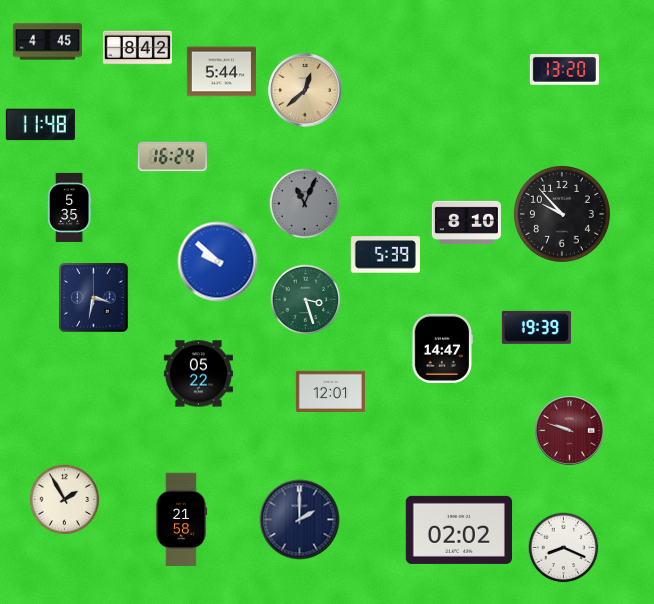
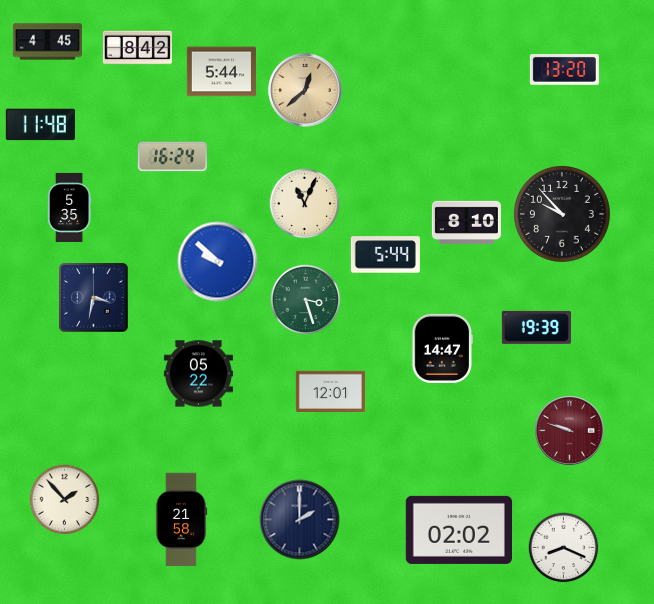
clock at (305, 204) dial: grey -> cream
clock at (385, 255): 5:39 -> 5:44
clock at (65, 500): 1:55 -> 1:53
